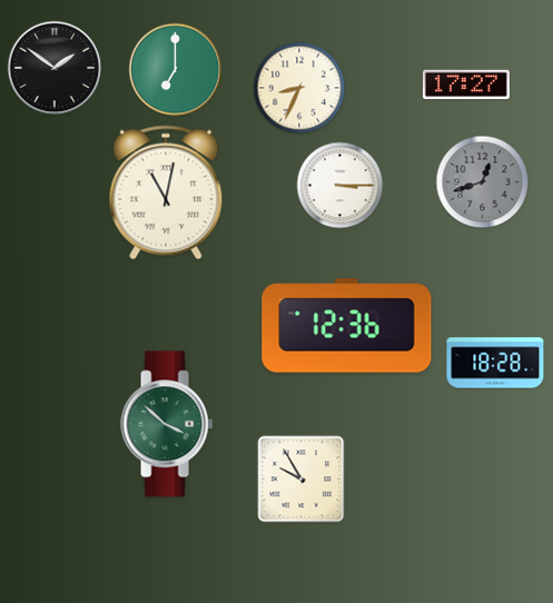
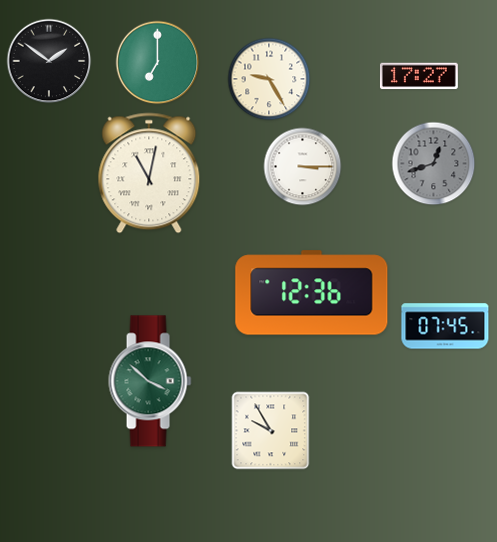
clock at (299, 88): 8:34 -> 9:25
clock at (340, 186) position: (340, 186) -> (303, 167)
clock at (495, 363): 18:28 -> 07:45
